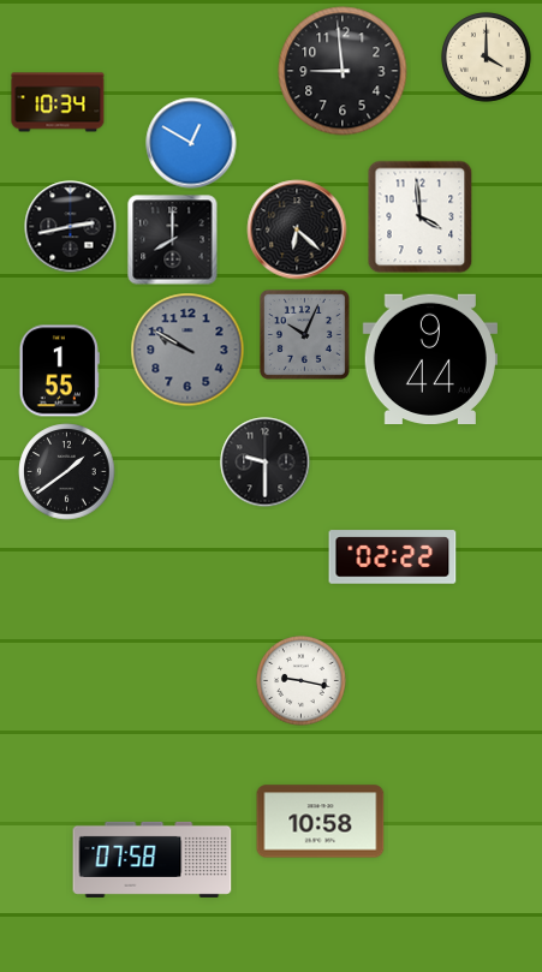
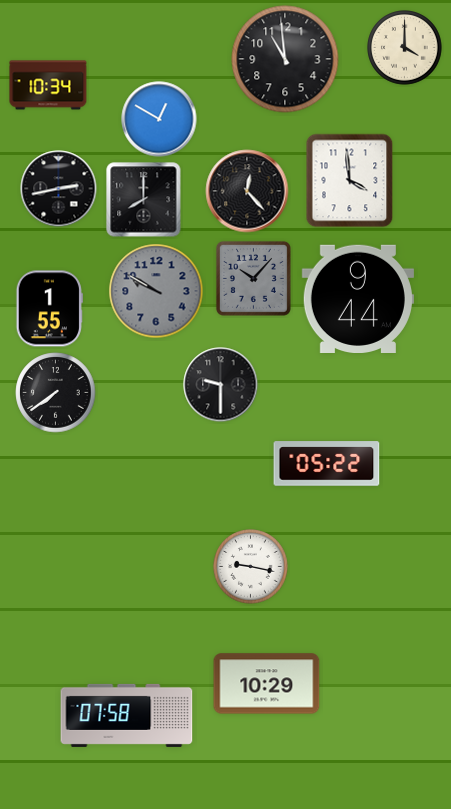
clock at (343, 71): 8:59 -> 10:59
clock at (297, 229): 6:22 -> 12:23
clock at (304, 334): 10:04 -> 10:07
clock at (67, 472): 1:39 -> 7:39
clock at (393, 557): 02:22 -> 05:22
clock at (321, 822): 10:58 -> 10:29
